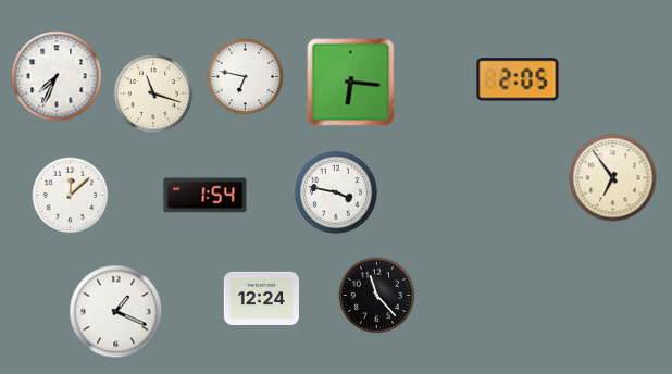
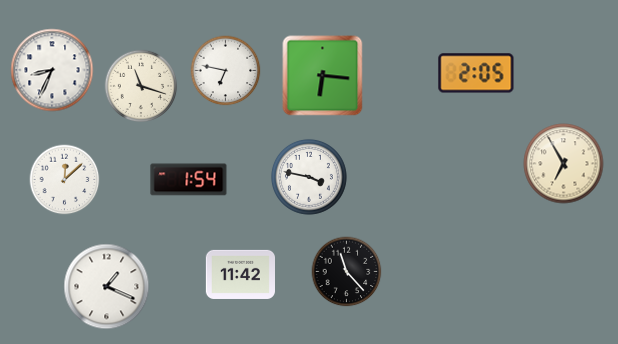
clock at (57, 76): 7:34 -> 8:34
clock at (613, 178): 6:54 -> 6:55
clock at (261, 298): 12:24 -> 11:42
